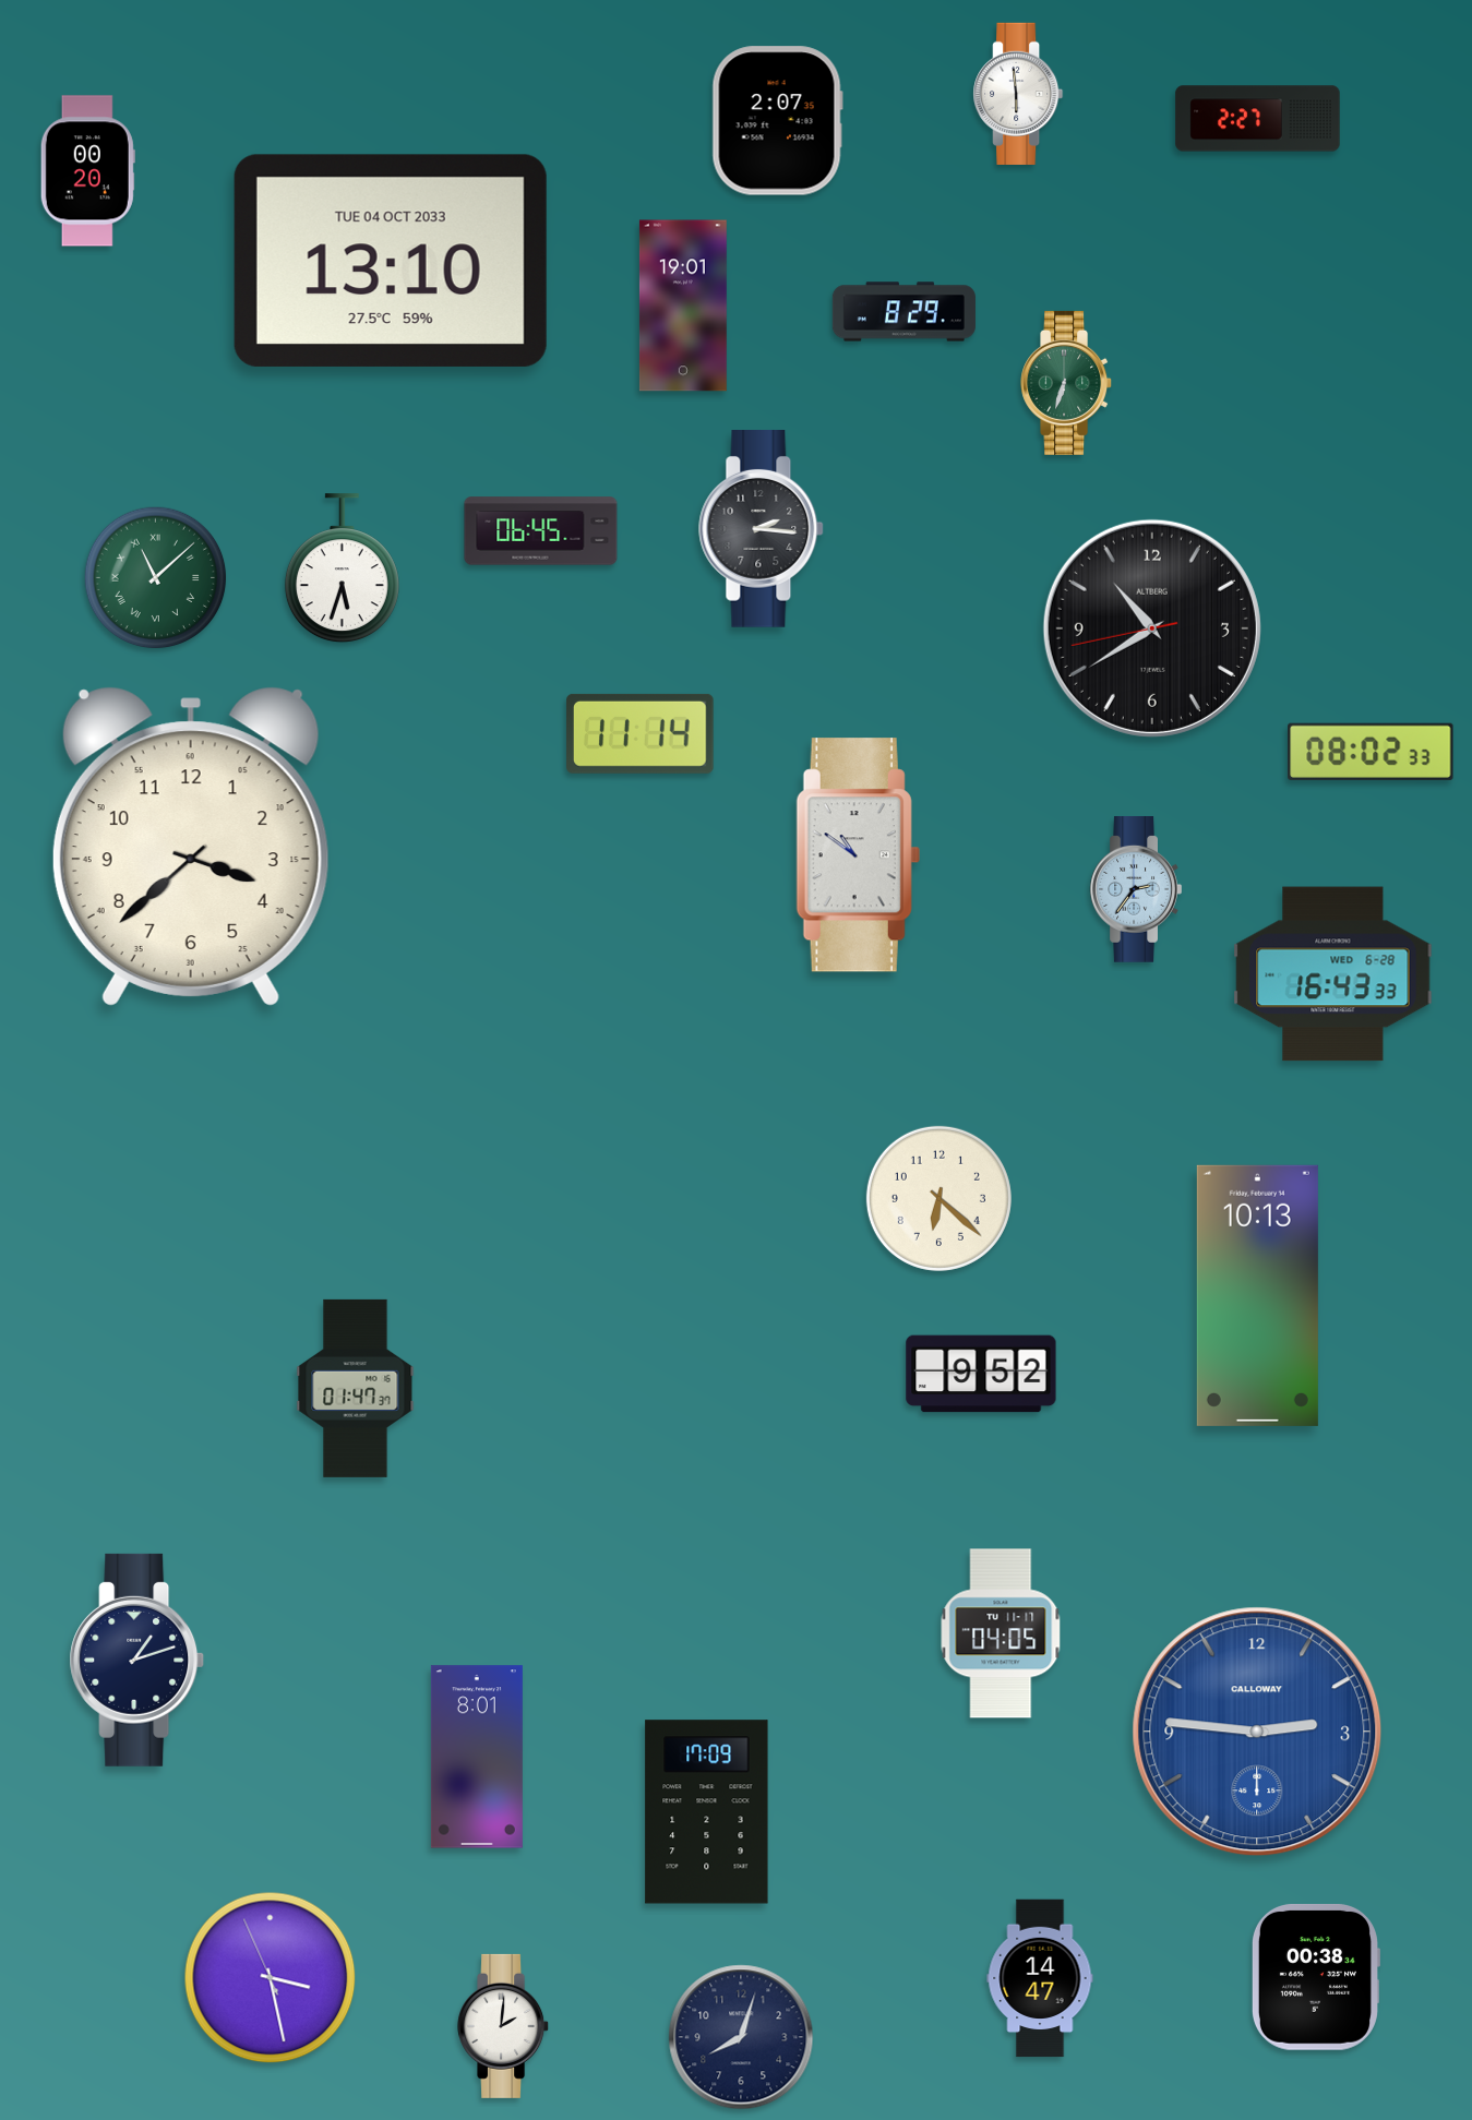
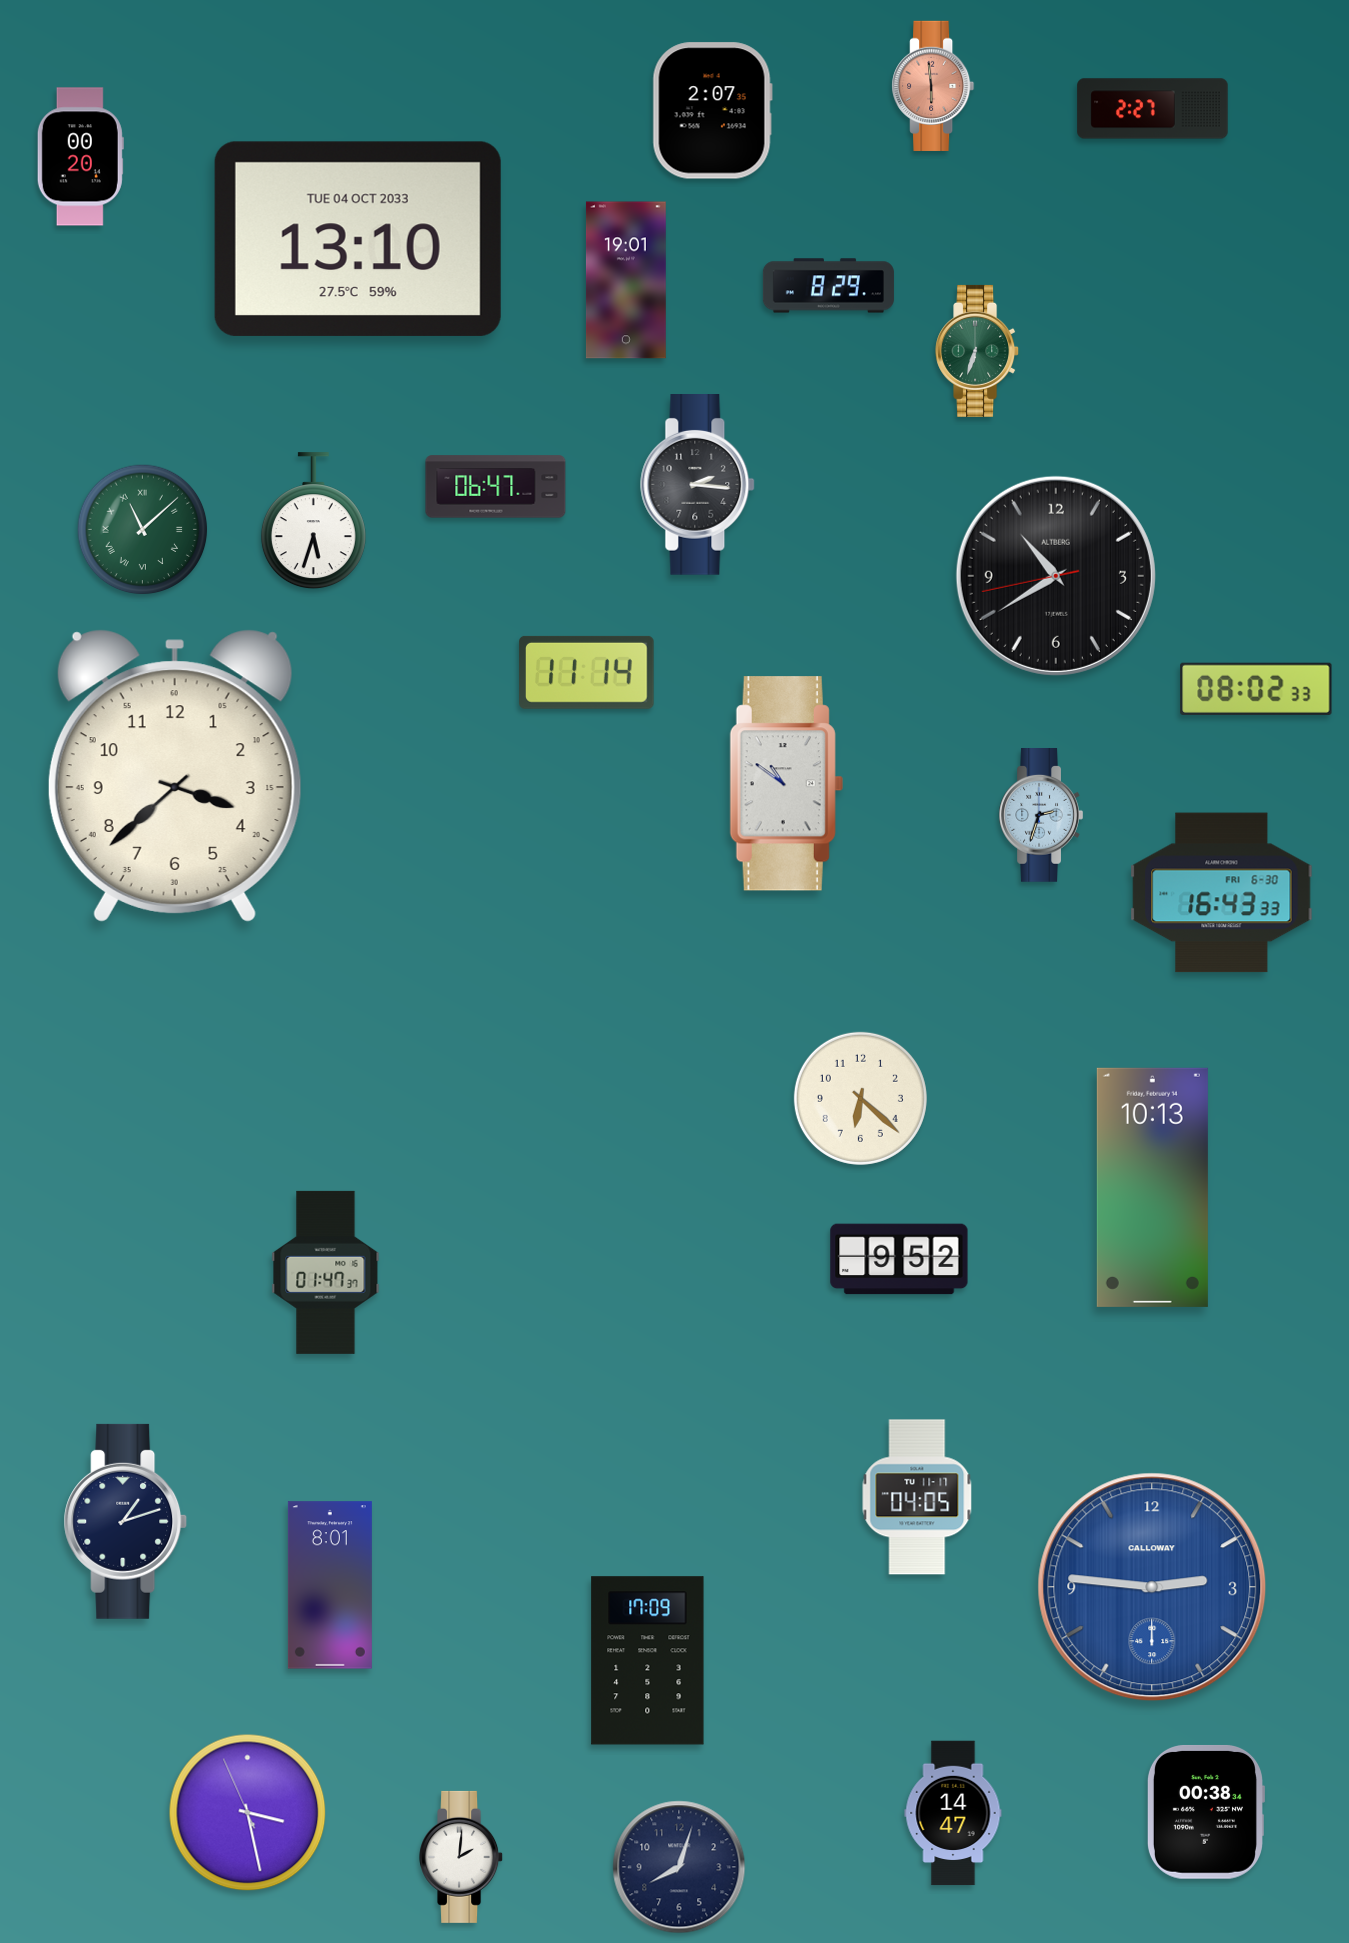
clock at (1018, 94) dial: white -> salmon
clock at (541, 531): 06:45 -> 06:47
clock at (1136, 890): 2:36 -> 2:33
clock at (1333, 974) date: WED 6-28 -> FRI 6-30
clock at (477, 1757) position: (477, 1757) -> (330, 1585)
